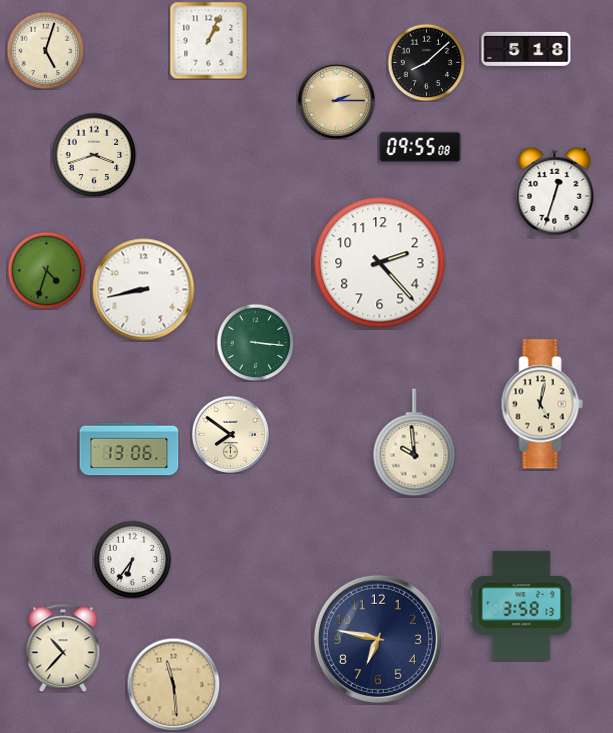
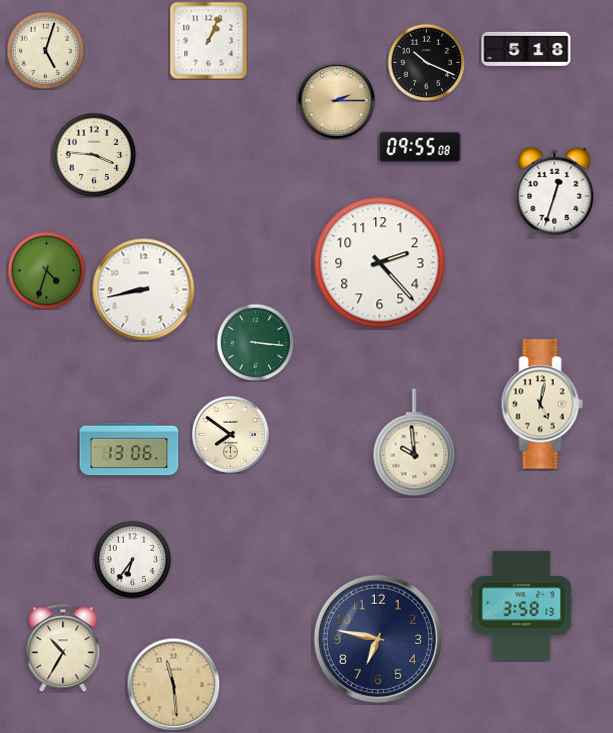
clock at (426, 62): 8:08 -> 10:19
clock at (94, 155): 3:42 -> 3:46
clock at (63, 648): 10:37 -> 10:35
